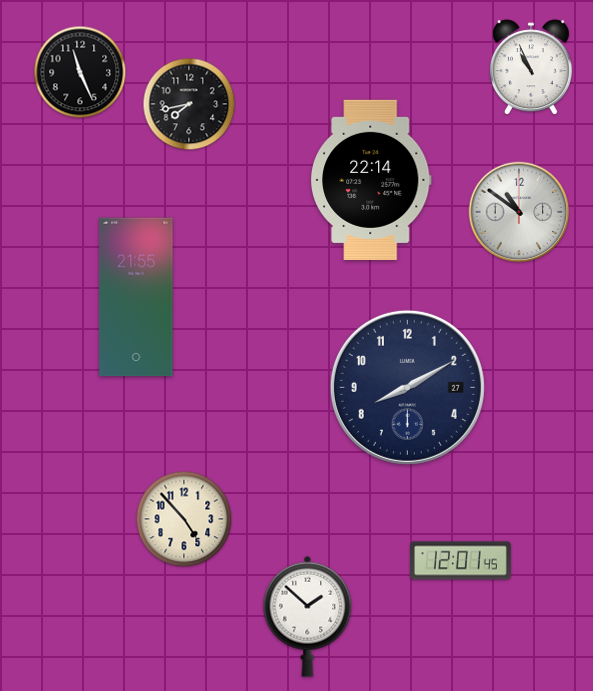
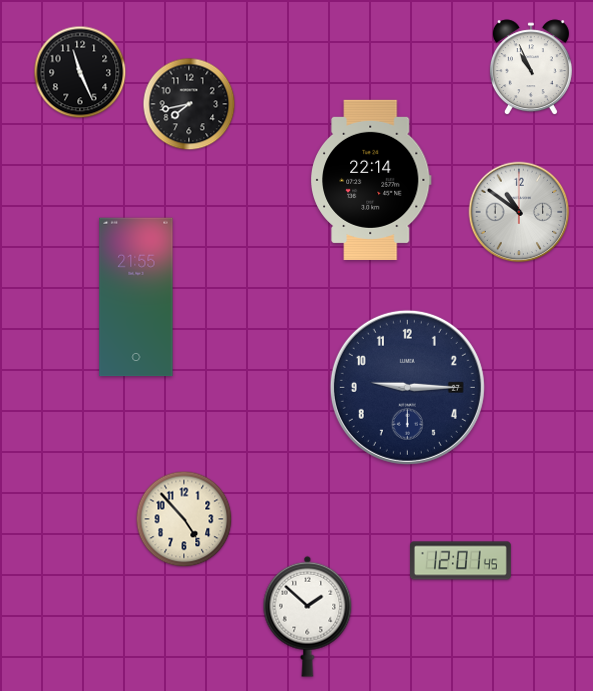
clock at (407, 387): 8:10 -> 9:15
